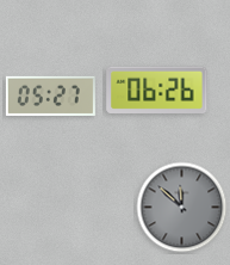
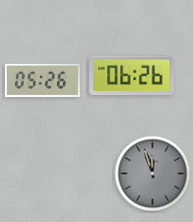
clock at (50, 95): 05:27 -> 05:26
clock at (182, 208): 11:52 -> 11:57
